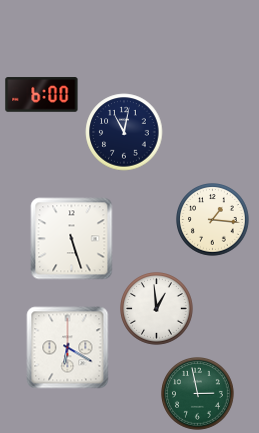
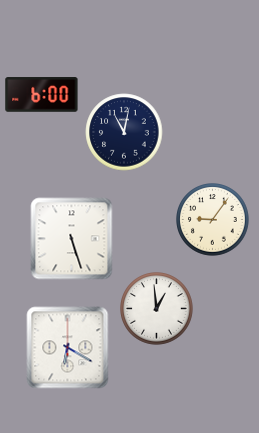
clock at (213, 220): 1:16 -> 9:06
clock at (198, 394): 2:58 -> none
